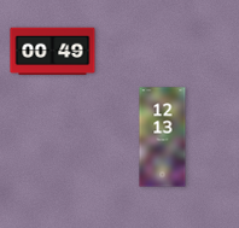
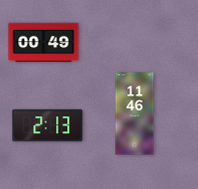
clock at (163, 138): 12:13 -> 11:46
clock at (48, 126): none -> 2:13
